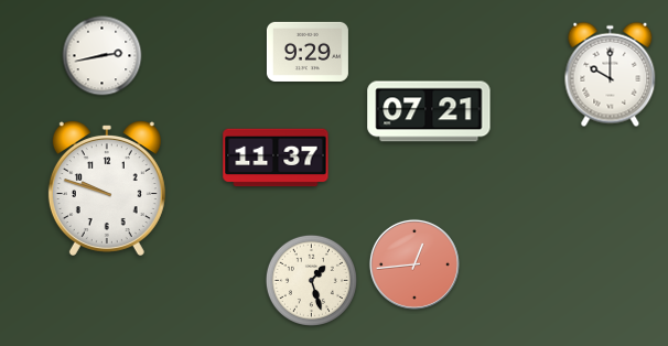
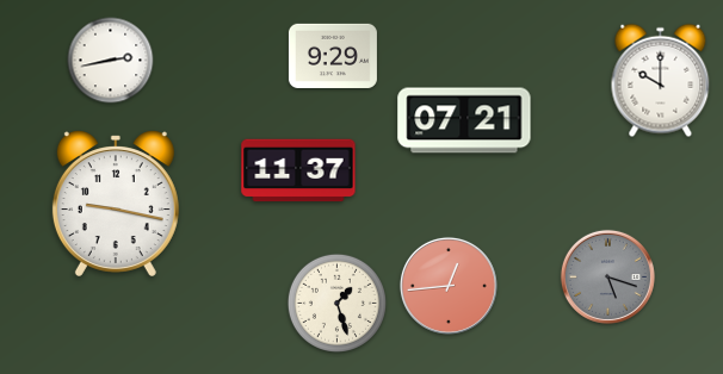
clock at (107, 188): 9:48 -> 9:17
clock at (607, 276): none -> 5:18
